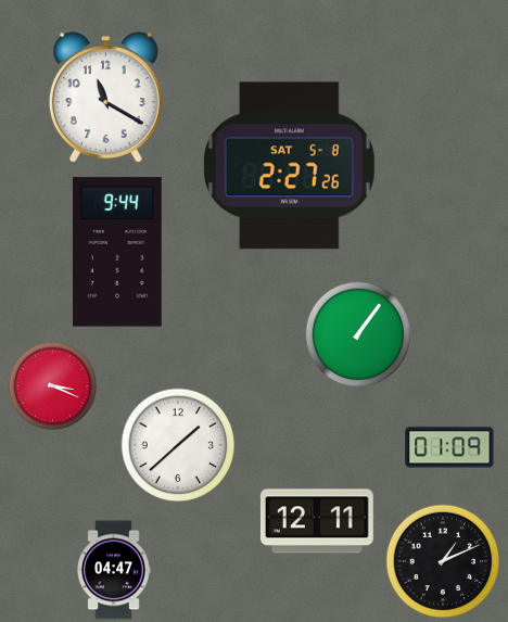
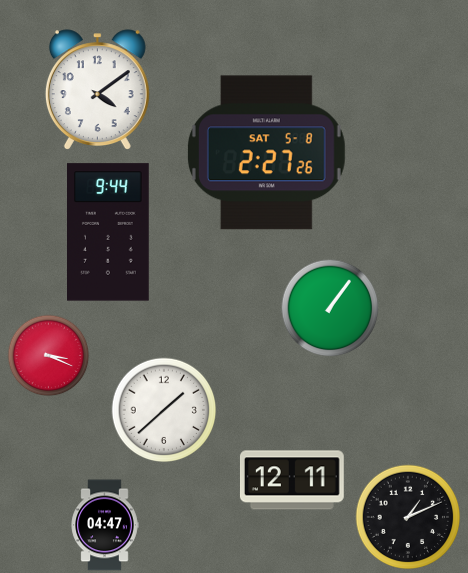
clock at (105, 97): 11:20 -> 4:09
clock at (449, 447): 01:09 -> none
